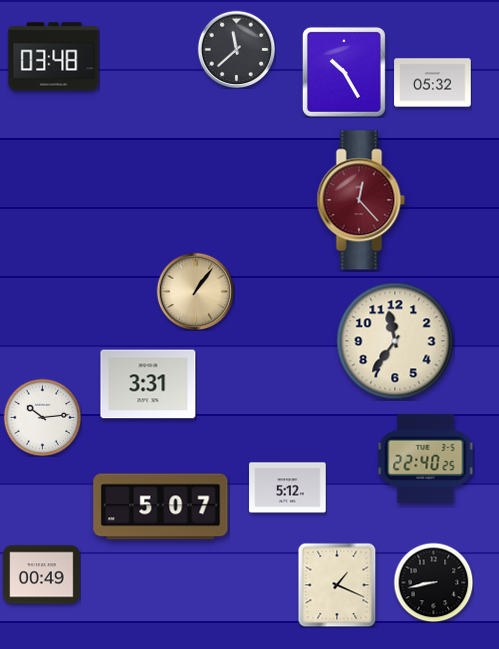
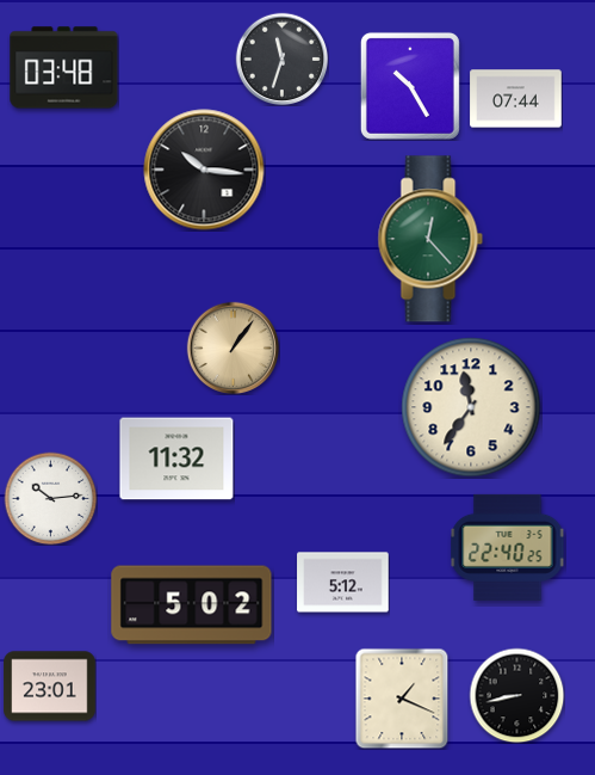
clock at (236, 49): 11:38 -> 11:33
clock at (433, 83): 05:32 -> 07:44
clock at (204, 170): none -> 10:16
clock at (361, 200) dial: burgundy -> green
clock at (148, 384): 3:31 -> 11:32
clock at (161, 507): 5:07 -> 5:02
clock at (42, 575): 00:49 -> 23:01
